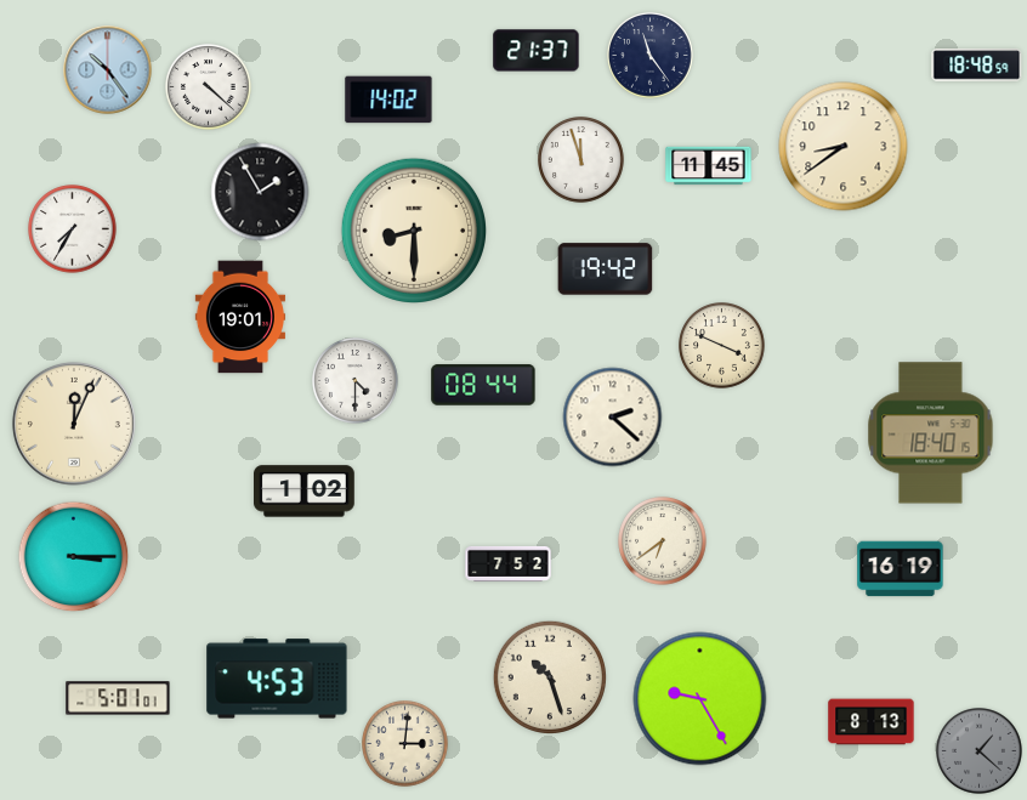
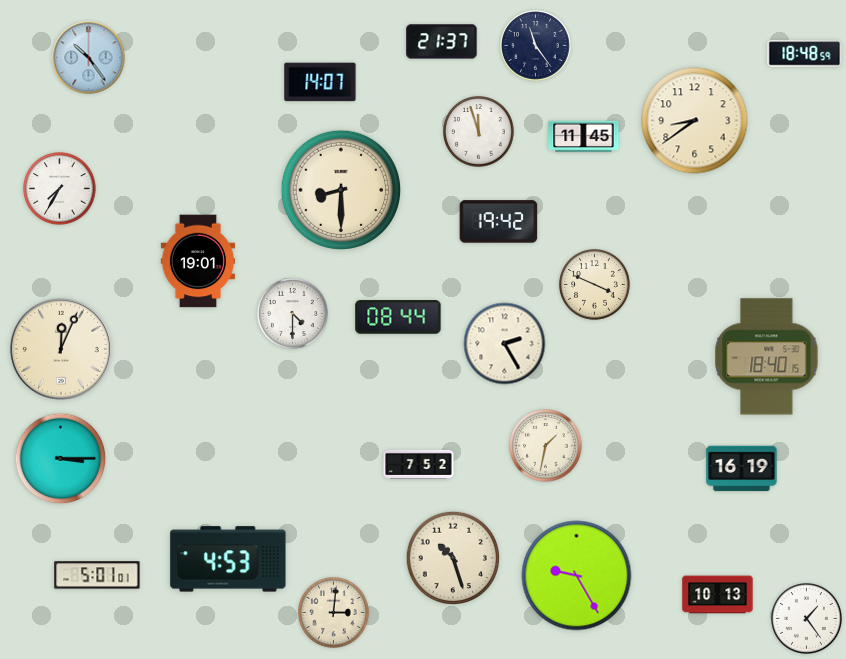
clock at (209, 87): 4:22 -> none
clock at (388, 100): 14:02 -> 14:07
clock at (260, 192): 1:55 -> none
clock at (613, 418): 2:22 -> 2:25
clock at (305, 492): 1:02 -> none
clock at (663, 541): 6:39 -> 1:32
clock at (872, 722): 8:13 -> 10:13
clock at (980, 751): 1:22 -> 1:24
clock at (980, 751) dial: grey -> white
